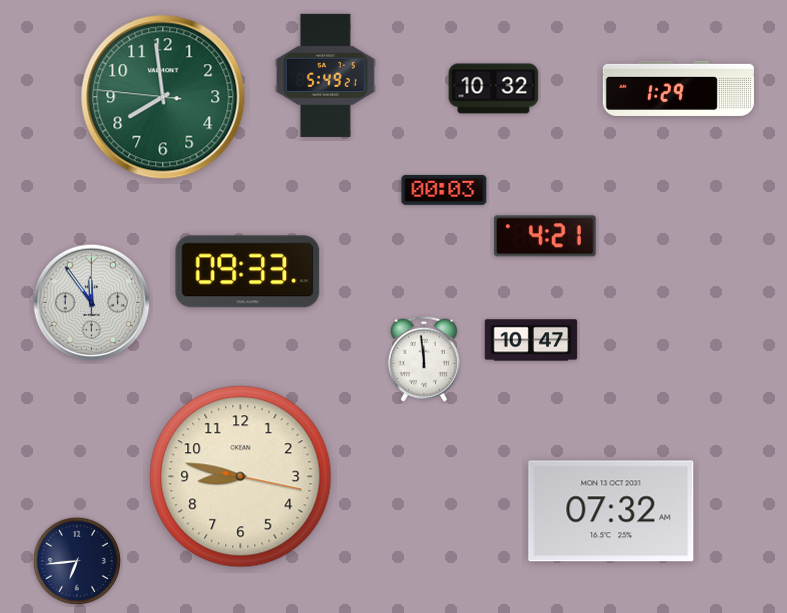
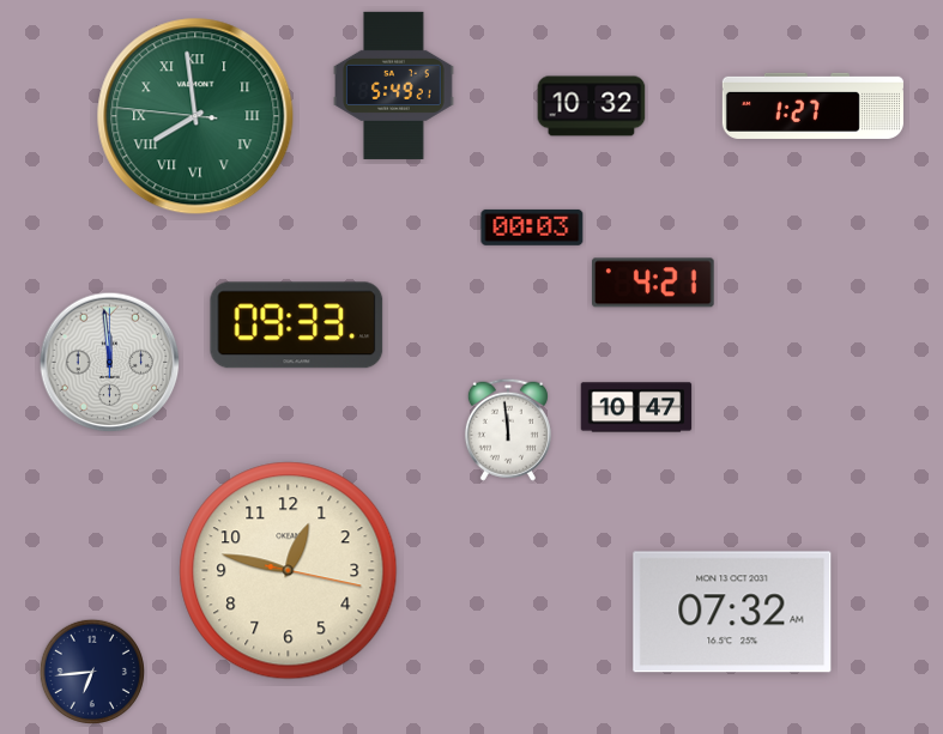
clock at (326, 75) position: (326, 75) -> (394, 85)
clock at (678, 88): 1:29 -> 1:27
clock at (163, 97) numerals: Arabic -> Roman
clock at (92, 303): 11:54 -> 11:59
clock at (241, 477): 8:47 -> 12:47
